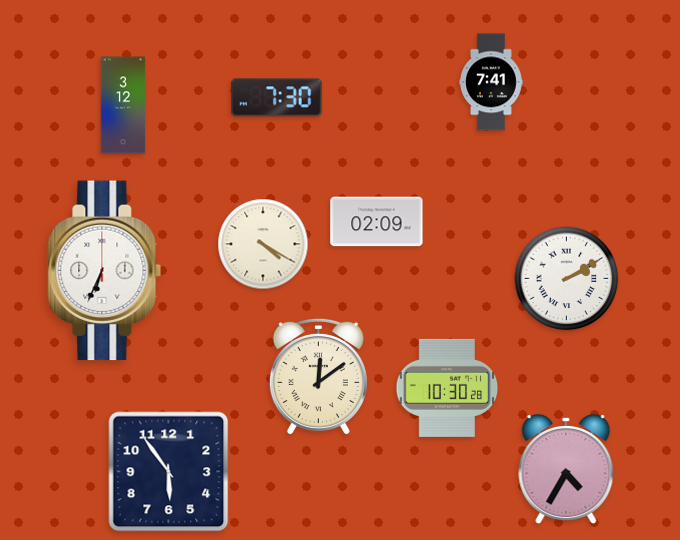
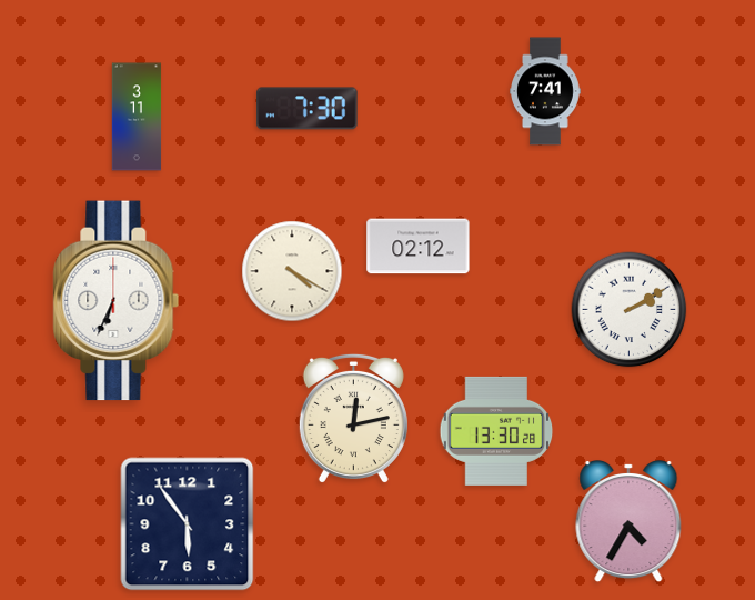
clock at (123, 105): 3:12 -> 3:11
clock at (377, 222): 02:09 -> 02:12
clock at (318, 377): 12:09 -> 12:13
clock at (447, 388): 10:30 -> 13:30
